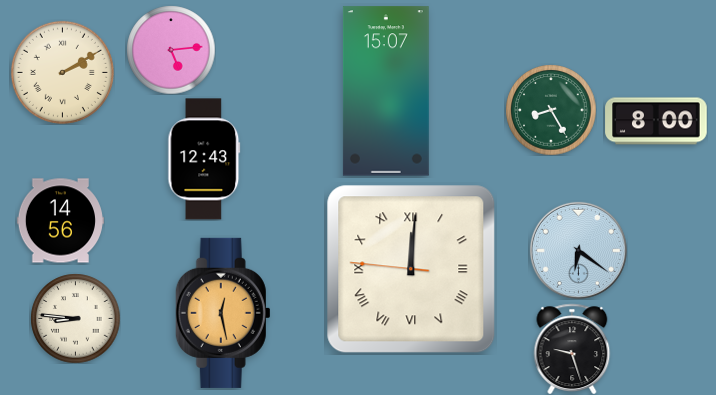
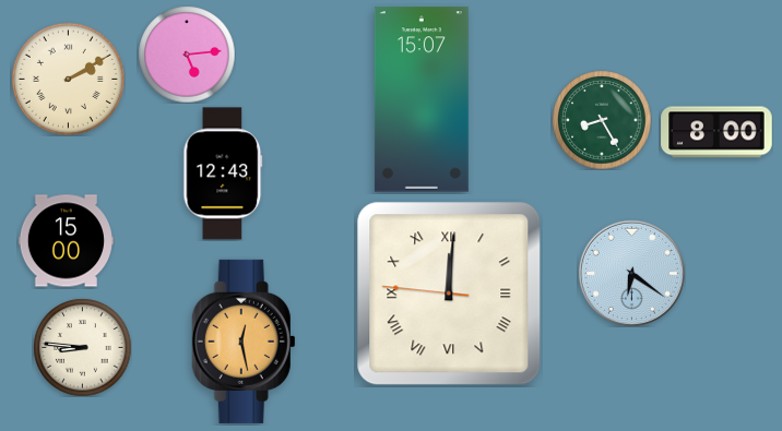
clock at (60, 221): 14:56 -> 15:00
clock at (572, 349): 9:27 -> none
